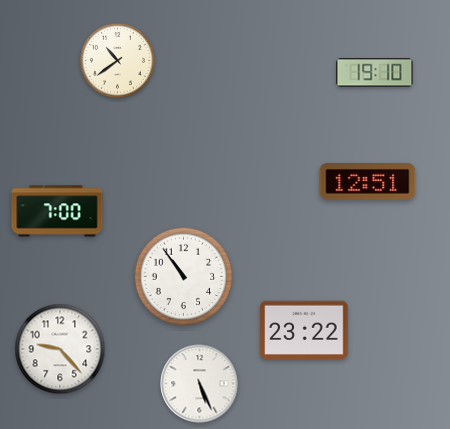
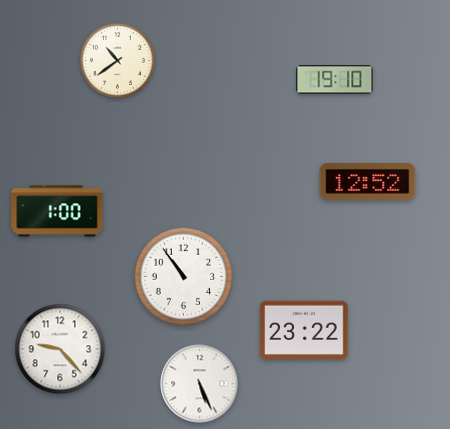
clock at (375, 73) position: (375, 73) -> (335, 80)
clock at (368, 182): 12:51 -> 12:52
clock at (57, 211): 7:00 -> 1:00
